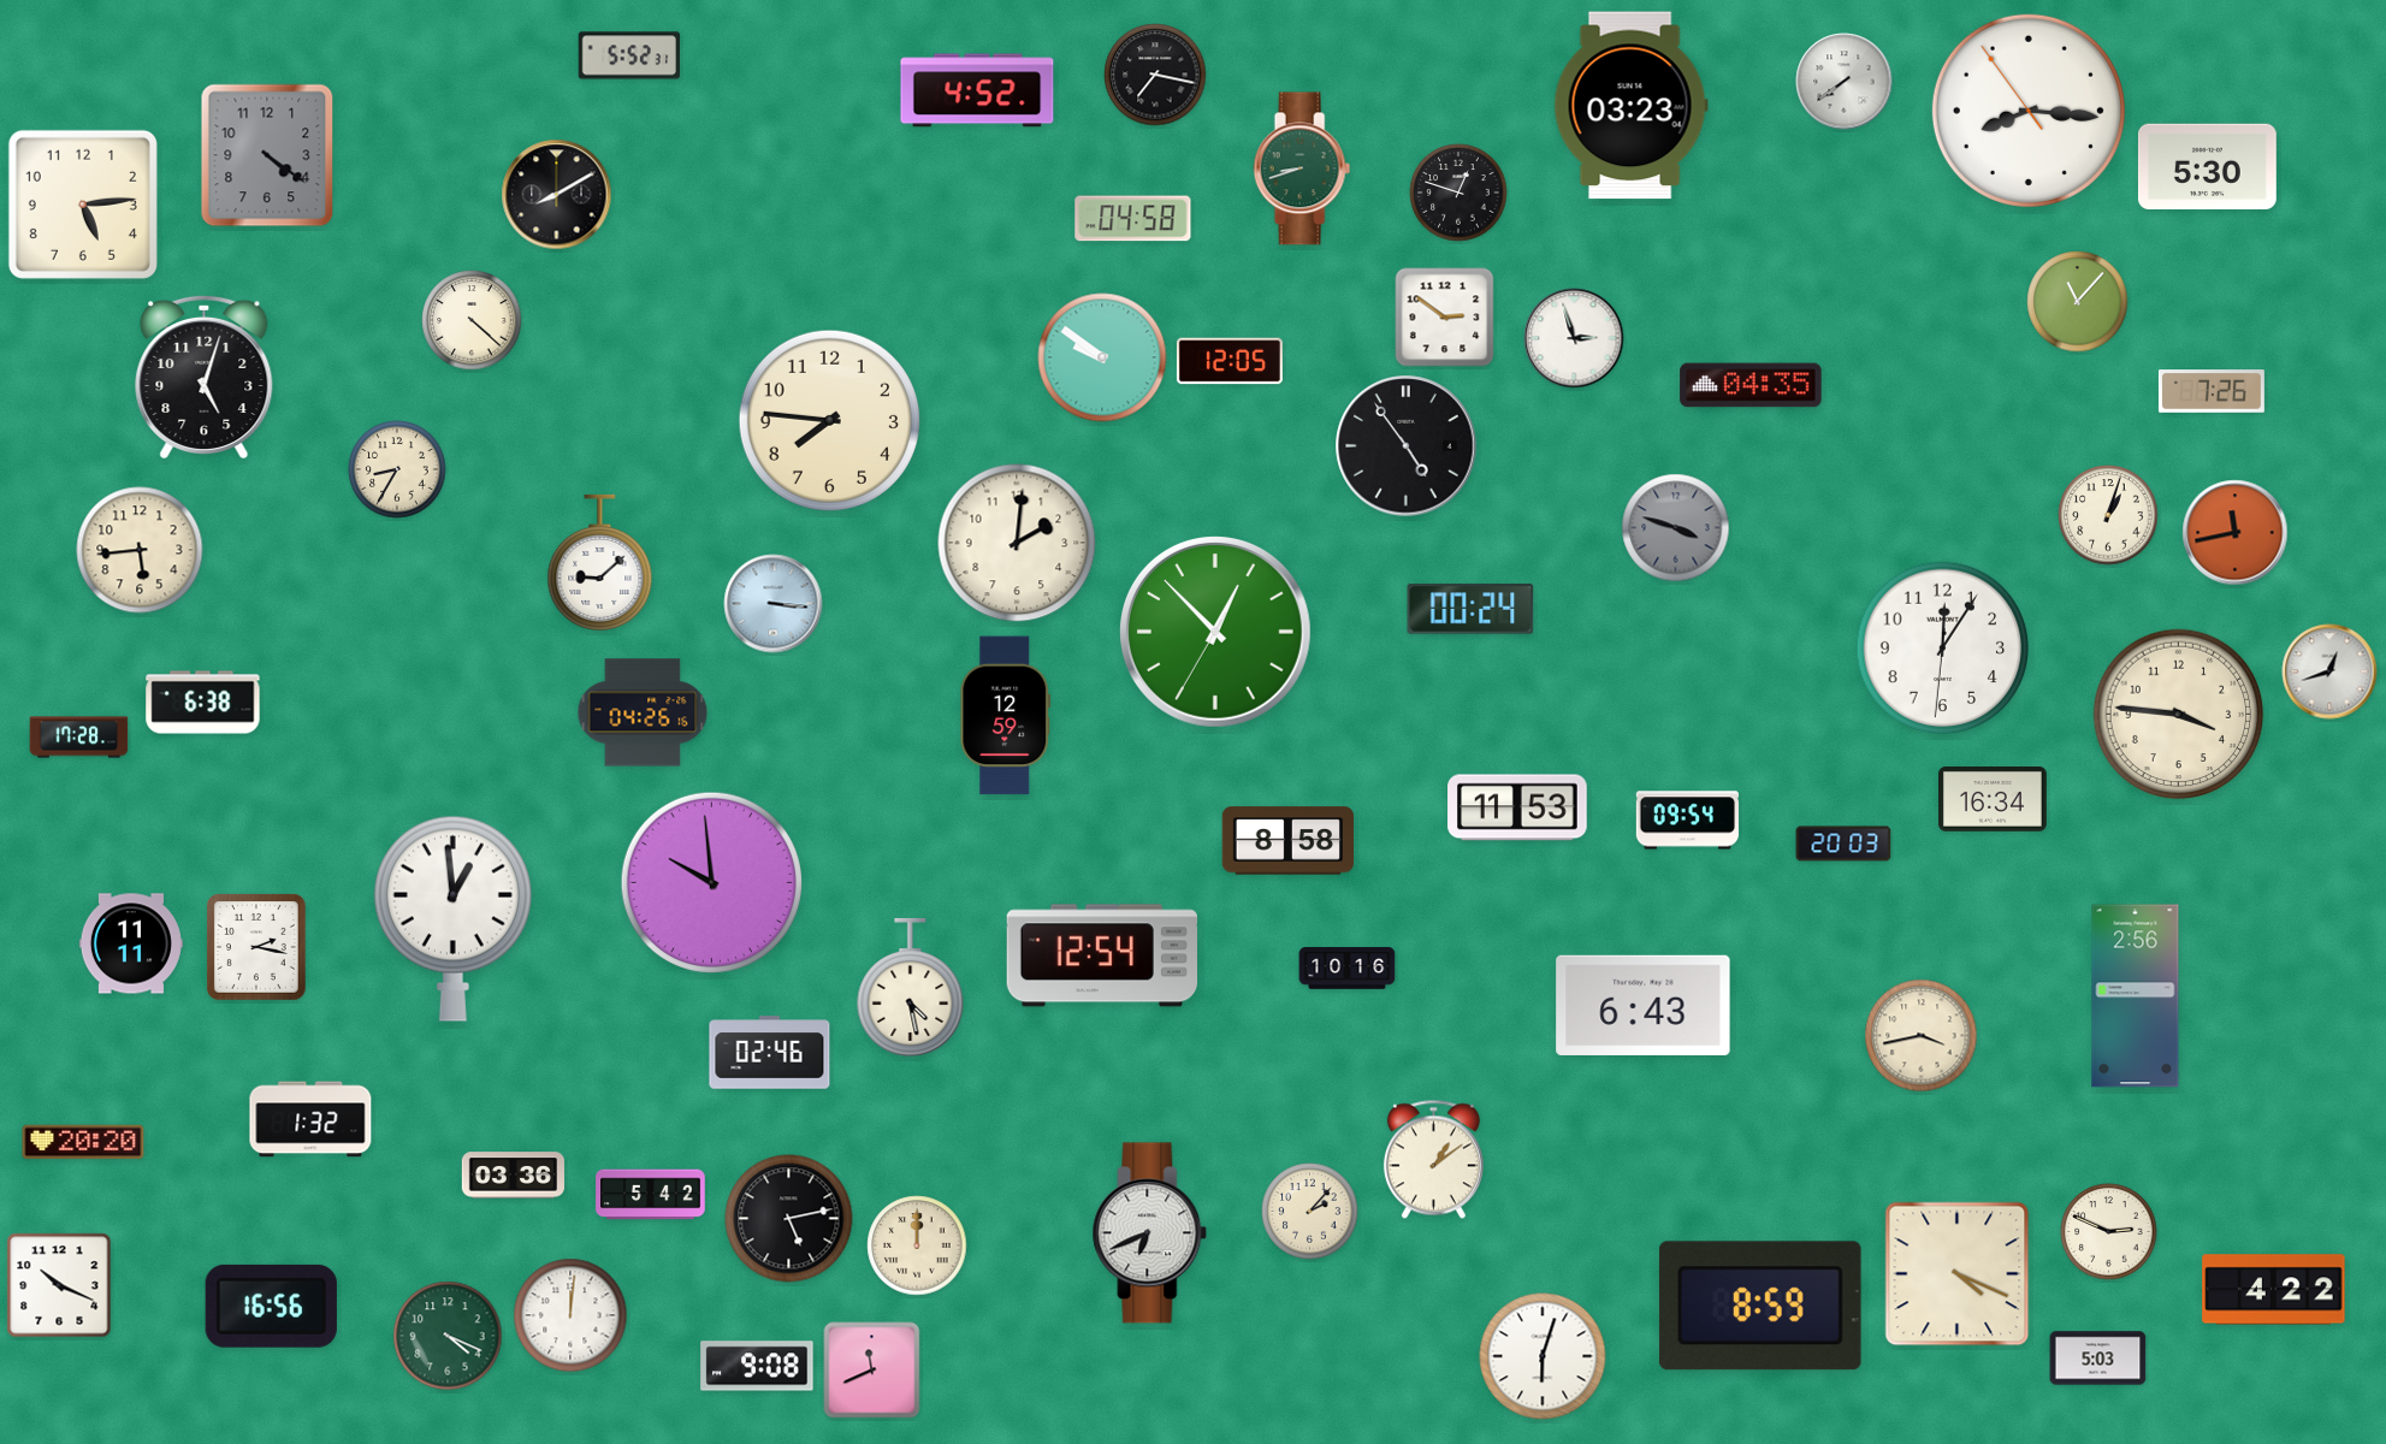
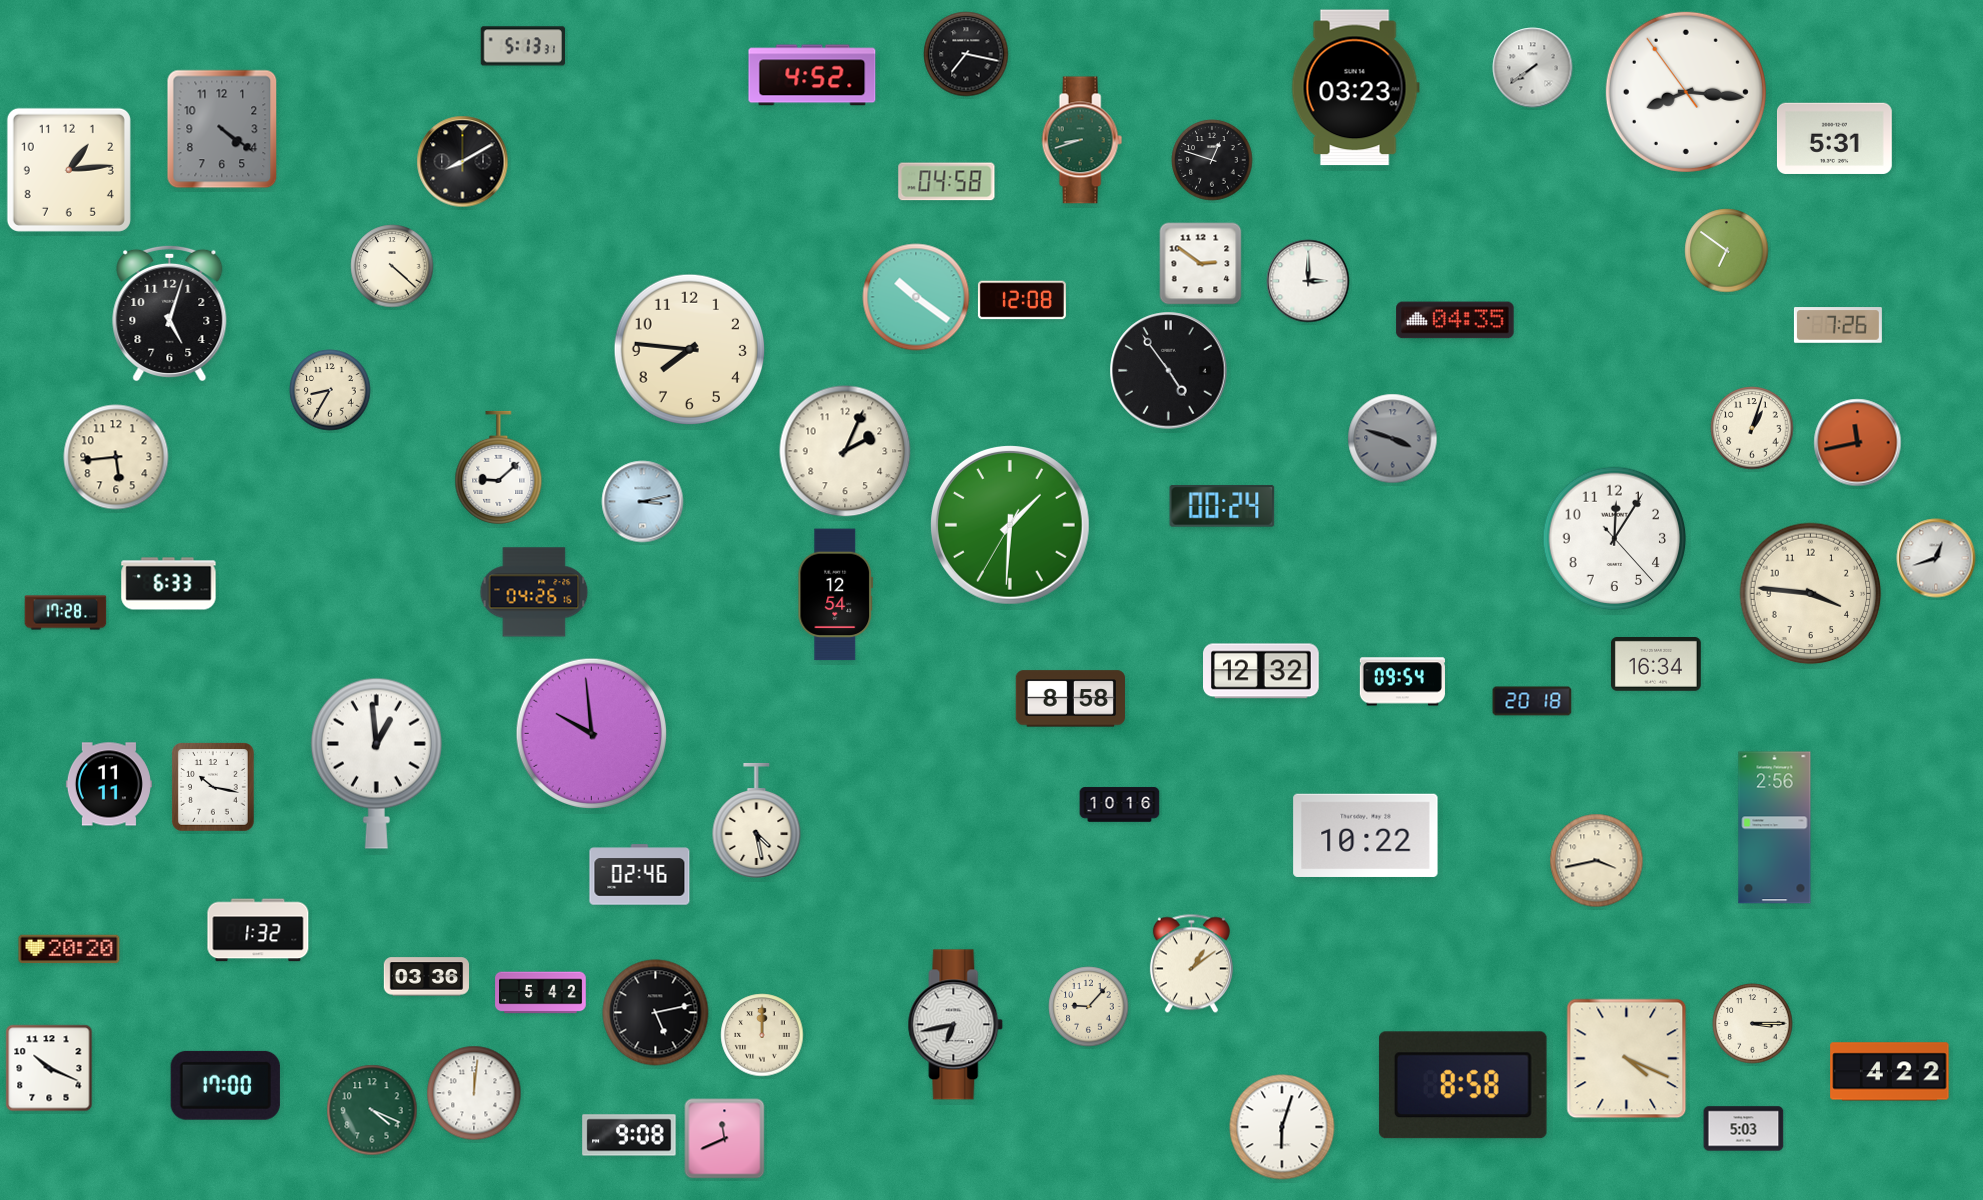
clock at (628, 55): 5:52 -> 5:13
clock at (1155, 75) position: (1155, 75) -> (966, 54)
clock at (2207, 166): 5:30 -> 5:31
clock at (83, 205): 5:14 -> 1:14
clock at (1133, 219) position: (1133, 219) -> (947, 182)
clock at (2078, 302): 11:07 -> 6:51
clock at (1574, 338): 2:57 -> 3:00
clock at (1102, 357): 9:51 -> 10:21
clock at (1230, 361): 12:05 -> 12:08
clock at (1017, 543): 2:01 -> 2:04
clock at (774, 604): 3:16 -> 3:13
clock at (1215, 632): 12:52 -> 1:30
clock at (1943, 649): 12:05:31 -> 12:05:23
clock at (203, 703): 6:38 -> 6:33
clock at (1006, 716): 12:59 -> 12:54
clock at (1518, 807): 11:53 -> 12:32
clock at (1843, 844): 20:03 -> 20:18
clock at (257, 948): 2:17 -> 10:17
clock at (1101, 955): 12:54 -> none
clock at (1644, 1005): 6:43 -> 10:22
clock at (1310, 1212): 2:07 -> 9:07
clock at (2109, 1232): 2:49 -> 3:15
clock at (1150, 1233): 6:41 -> 6:43
clock at (271, 1306): 16:56 -> 17:00
clock at (1760, 1306): 8:59 -> 8:58
